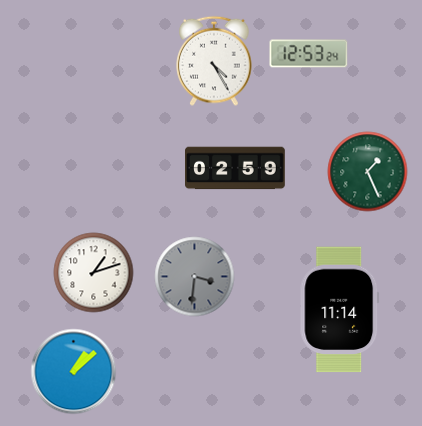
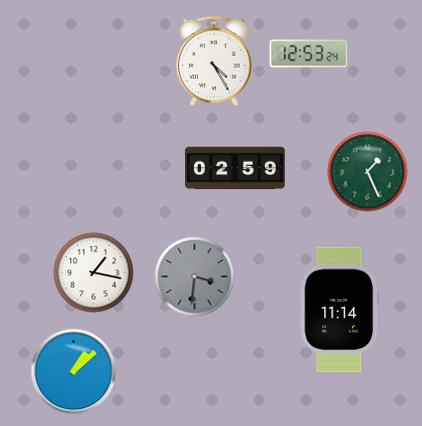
clock at (94, 273): 1:12 -> 1:17
